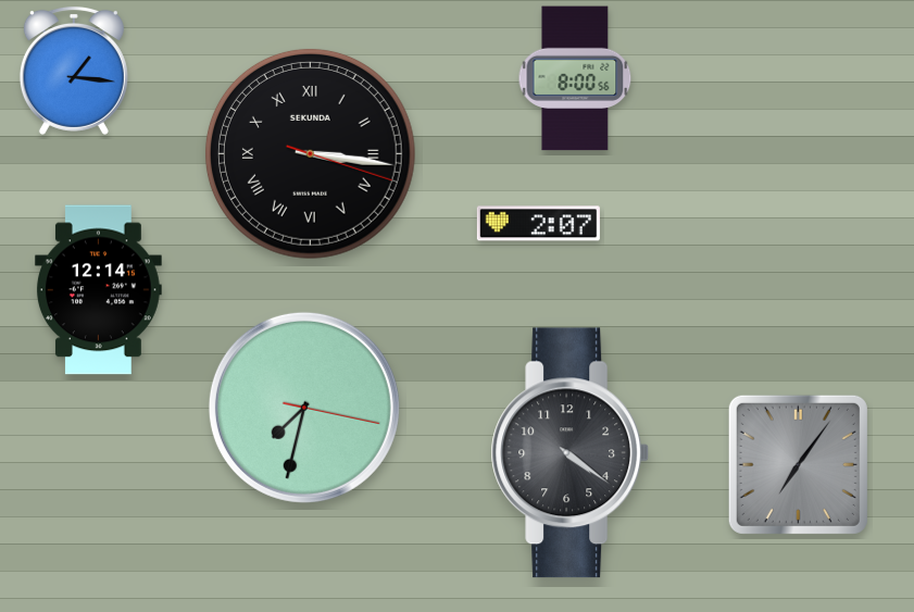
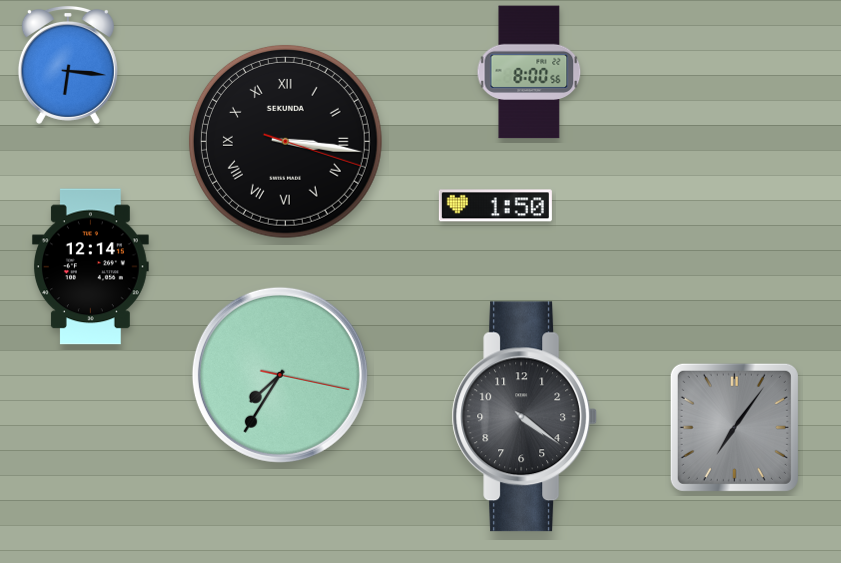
clock at (74, 72): 1:16 -> 6:16
clock at (538, 224): 2:07 -> 1:50
clock at (304, 408): 7:32 -> 7:35
